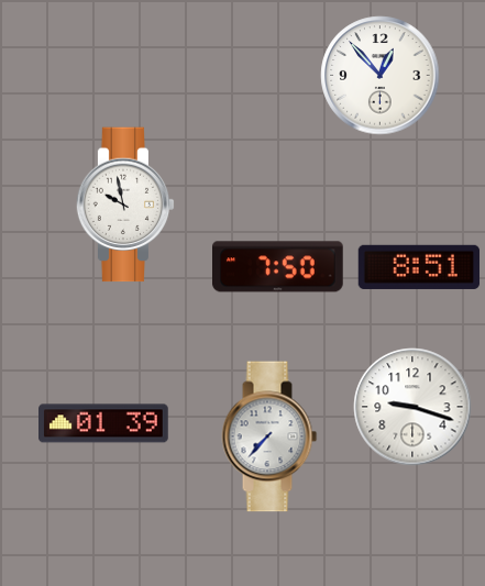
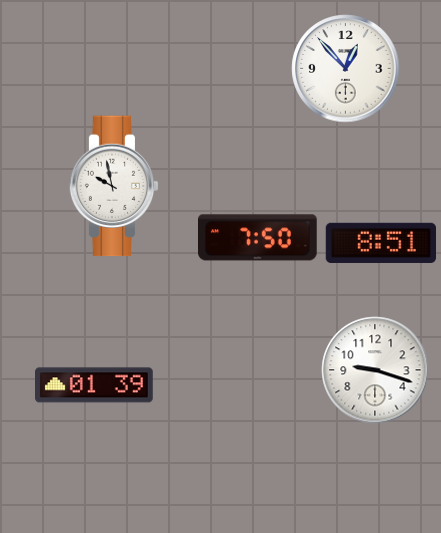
clock at (278, 267) position: (278, 267) -> (258, 238)
clock at (269, 436): 7:37 -> none
